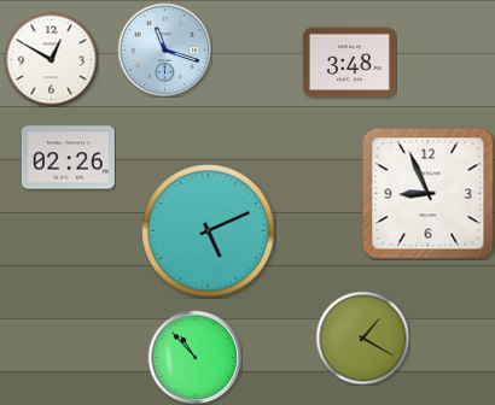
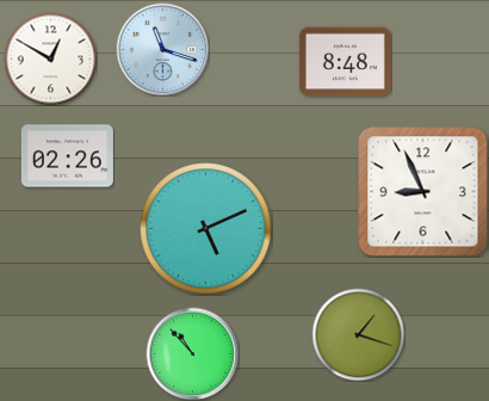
clock at (349, 63): 3:48 -> 8:48
clock at (362, 337): 1:20 -> 1:18
